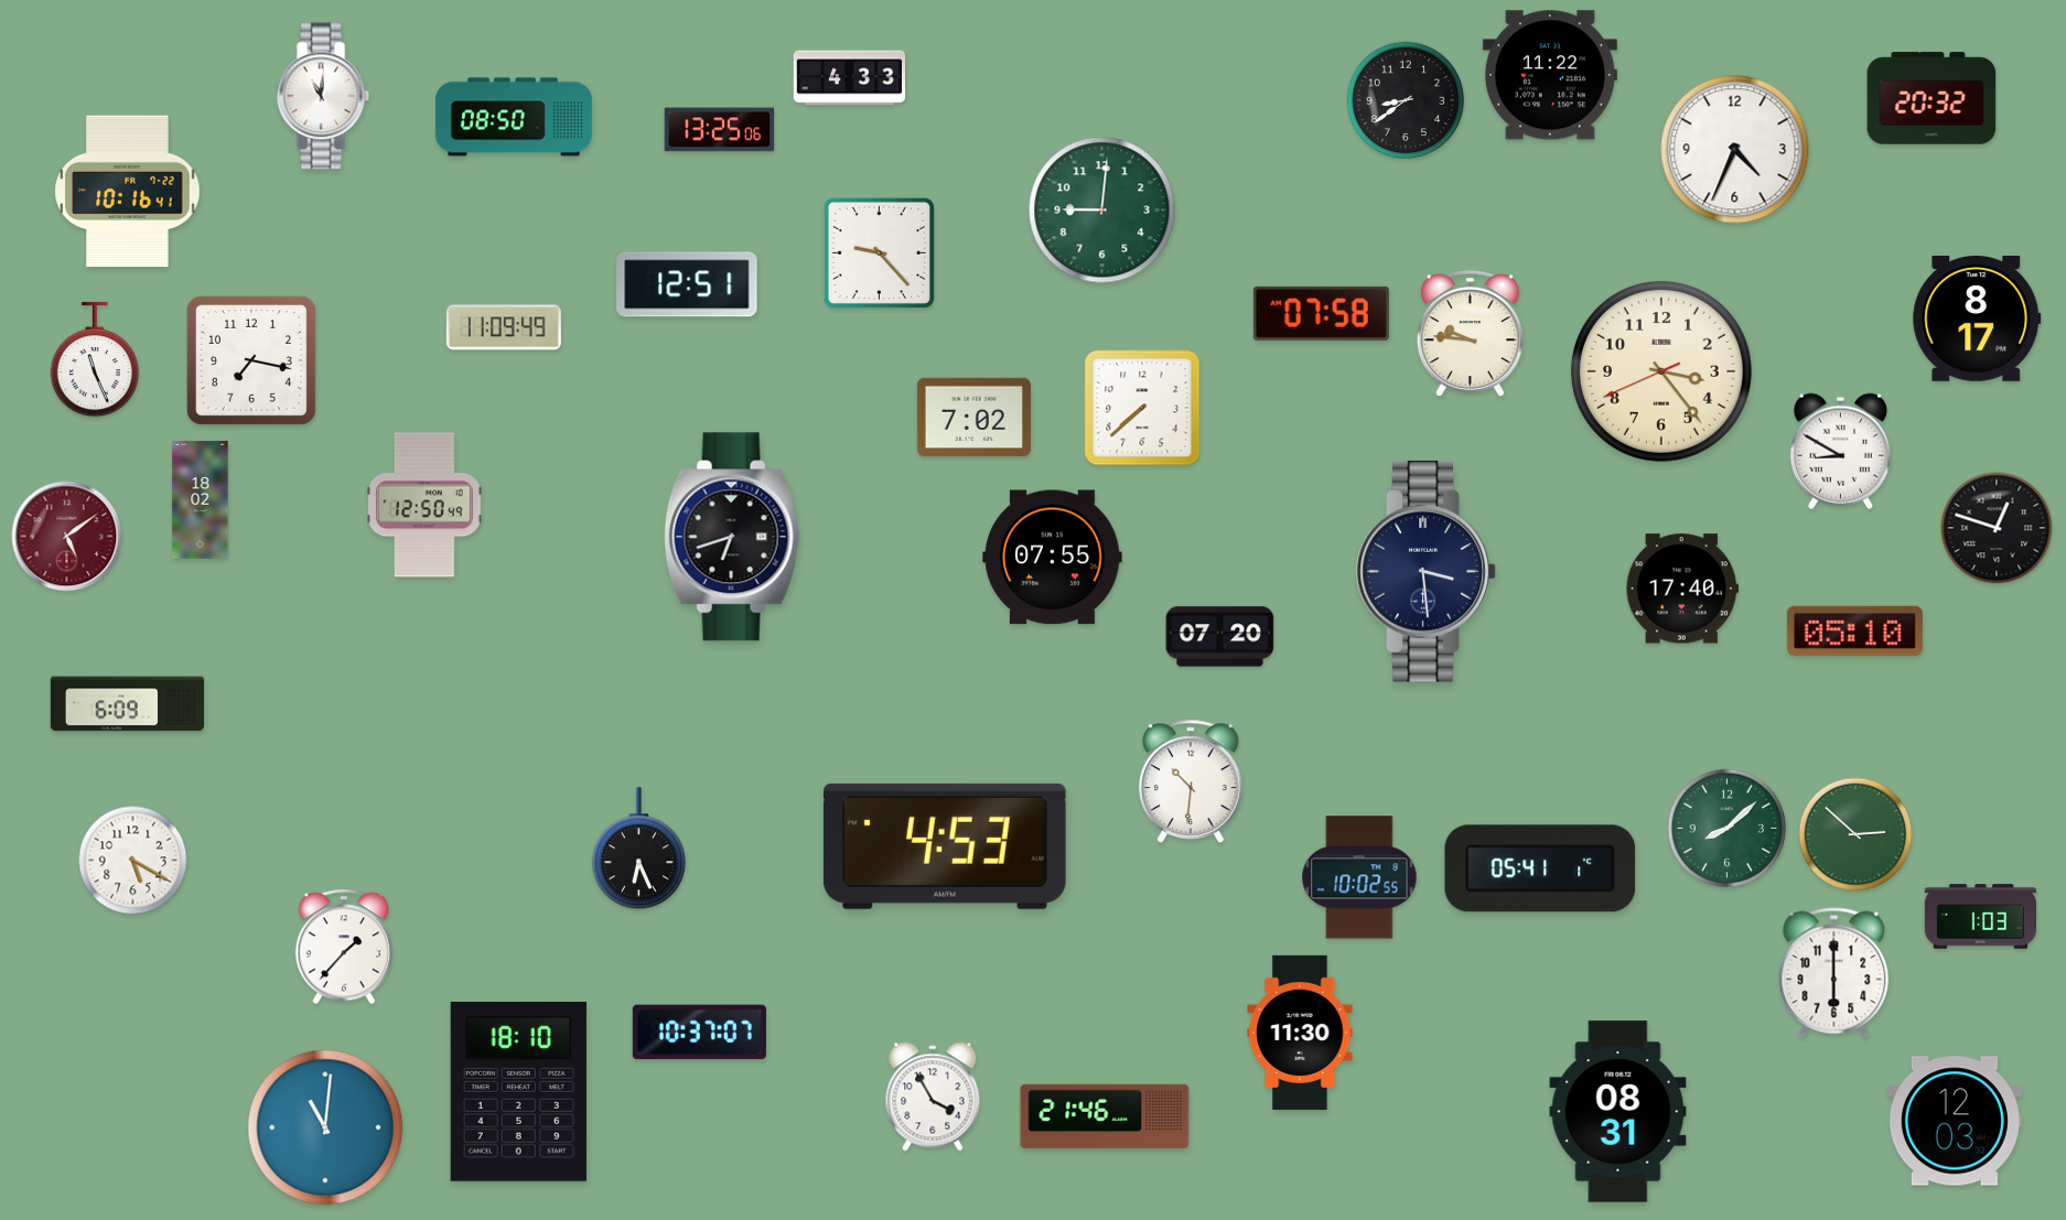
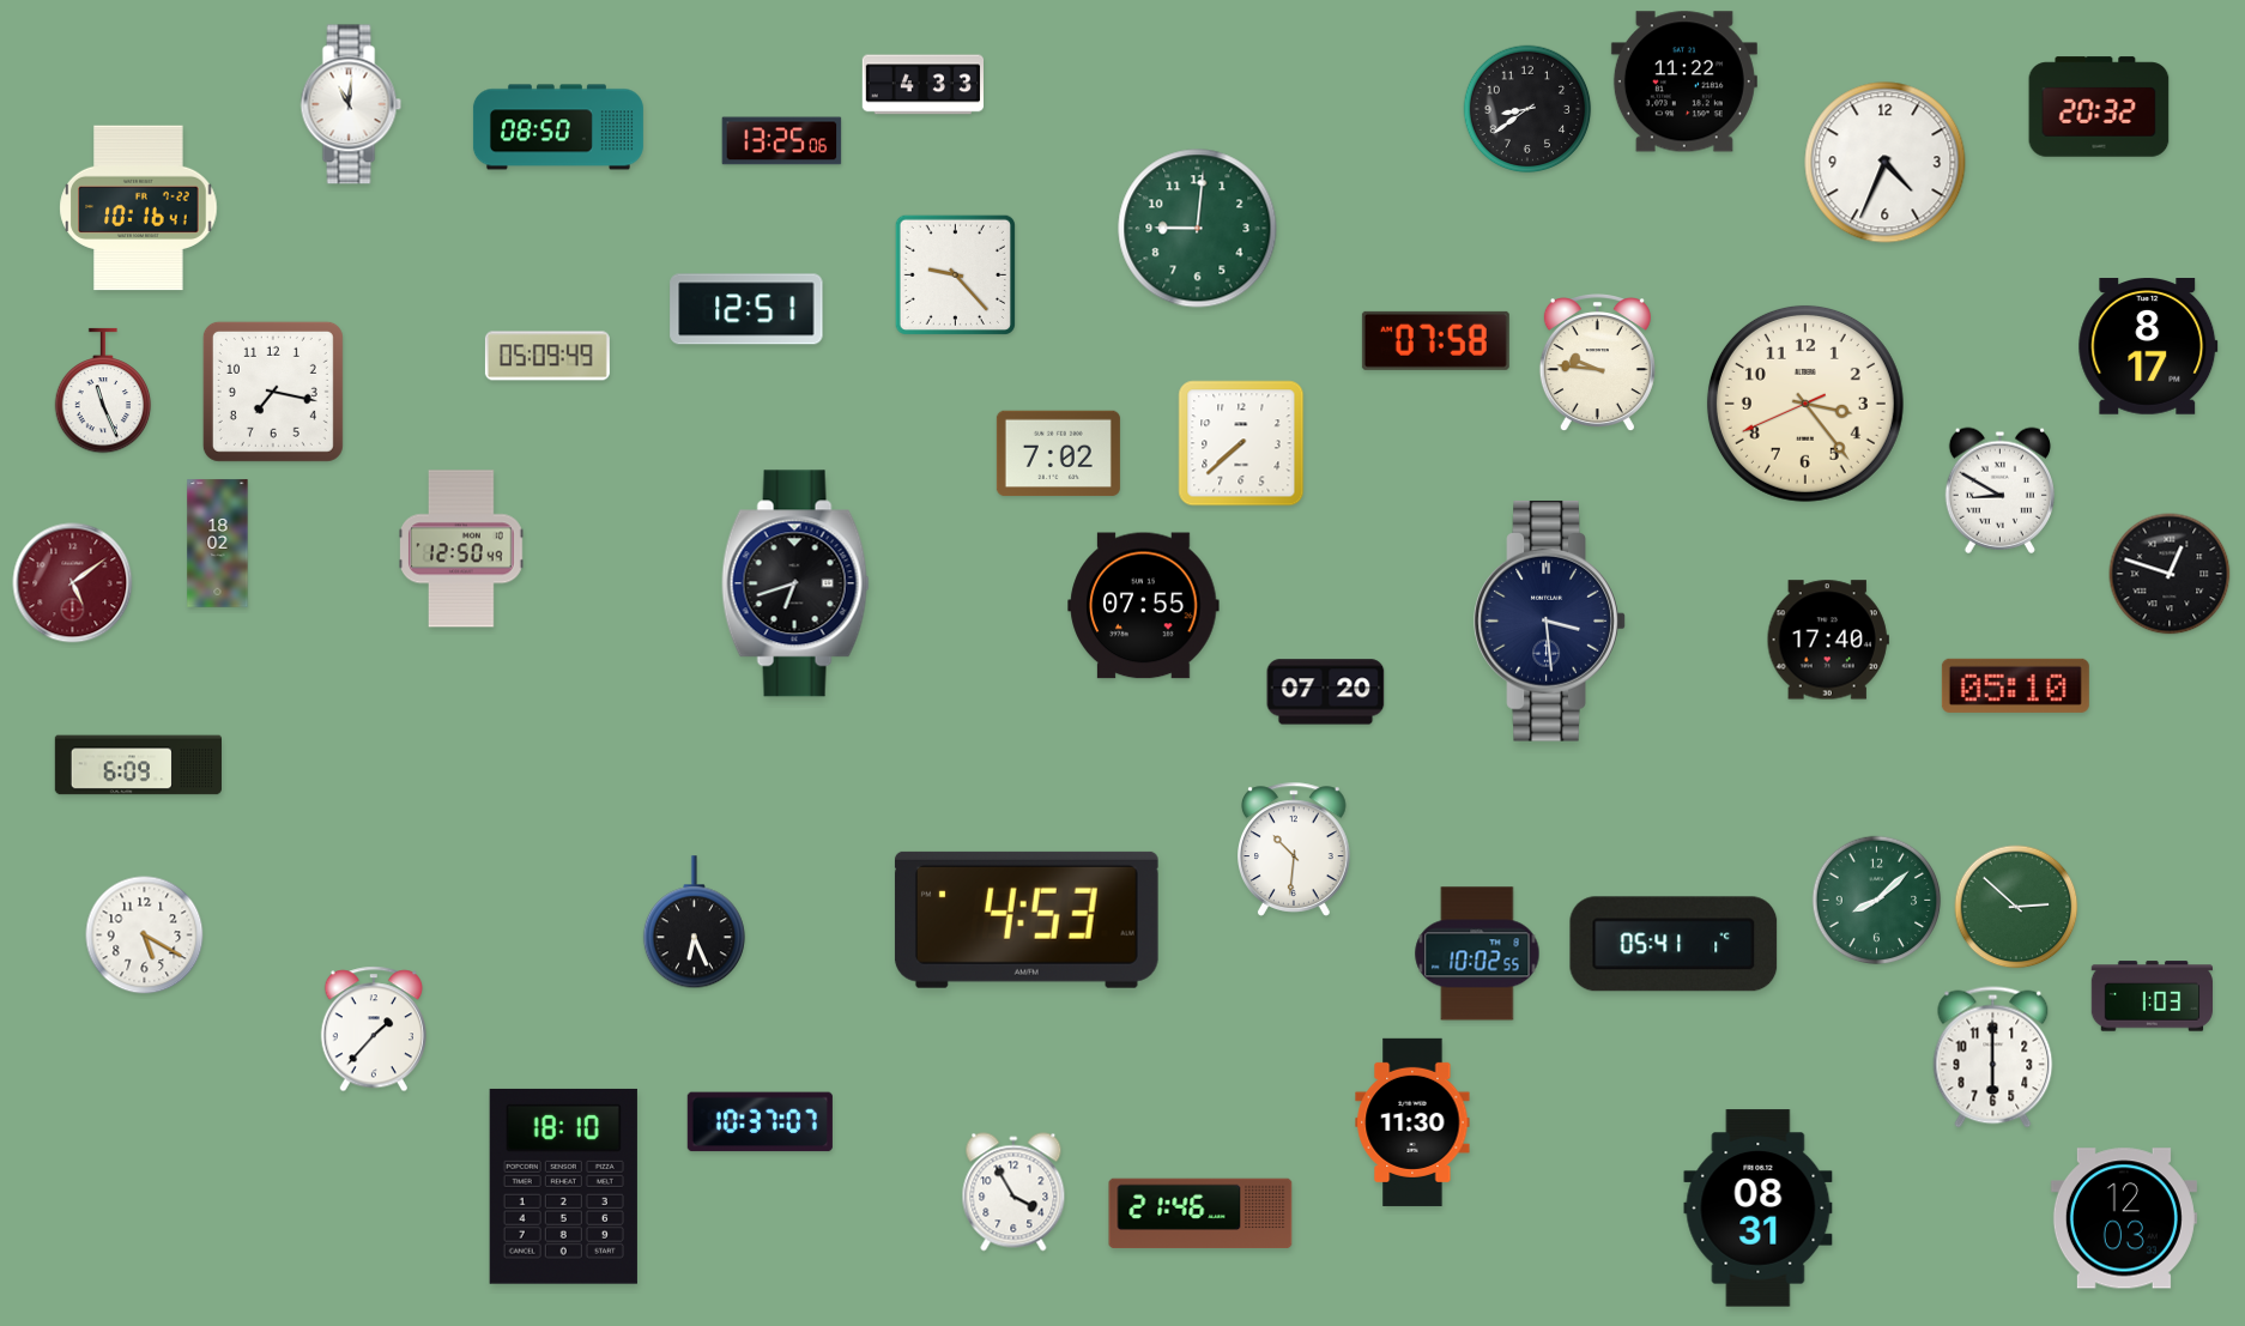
clock at (504, 327): 11:09 -> 05:09
clock at (325, 1127): 11:01 -> none
